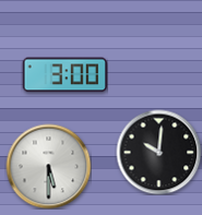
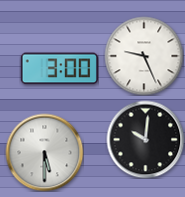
clock at (144, 56): none -> 9:26
